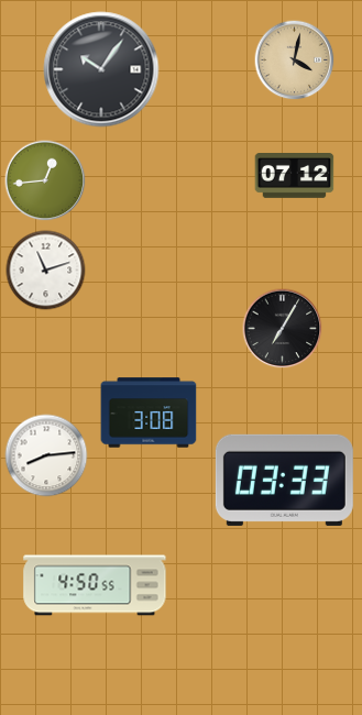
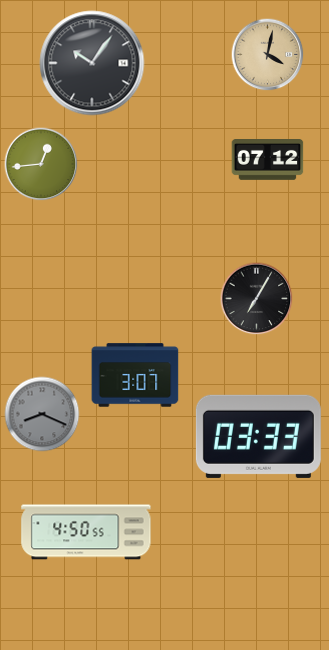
clock at (46, 271): 11:12 -> none
clock at (149, 413): 3:08 -> 3:07
clock at (46, 455): 8:14 -> 8:19
clock at (46, 455) dial: white -> grey
